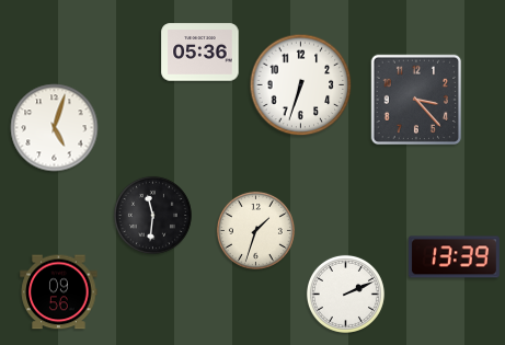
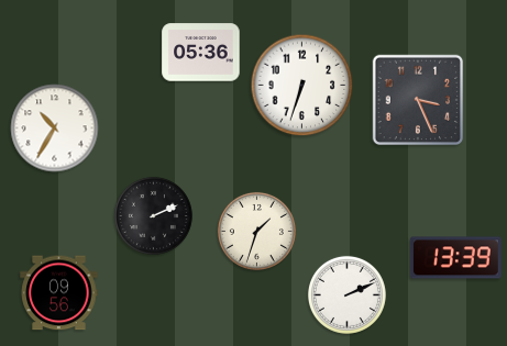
clock at (416, 100): 3:23 -> 3:26
clock at (55, 128): 5:03 -> 10:35
clock at (152, 215): 11:31 -> 2:11
